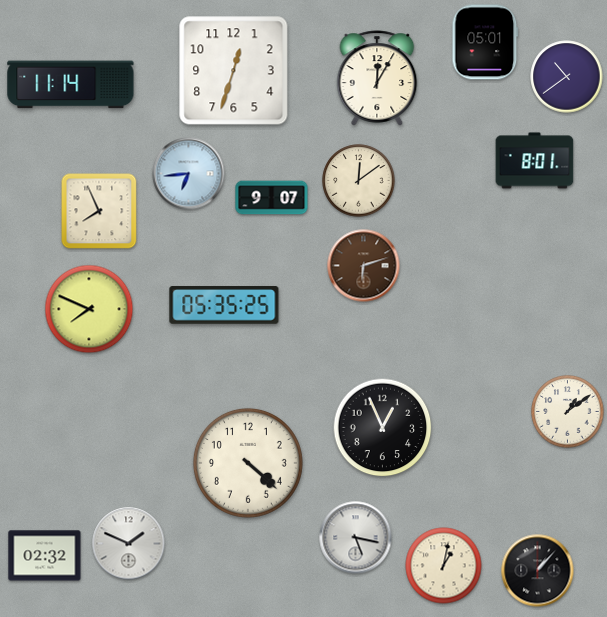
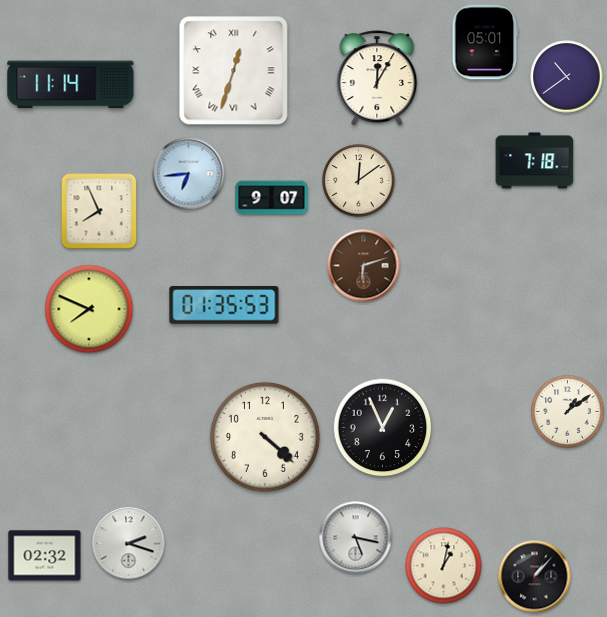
clock at (234, 71) numerals: Arabic -> Roman
clock at (535, 161): 8:01 -> 7:18
clock at (224, 305): 05:35 -> 01:35
clock at (248, 463) position: (248, 463) -> (265, 437)
clock at (129, 544): 1:49 -> 2:18
clock at (538, 571) position: (538, 571) -> (535, 577)
